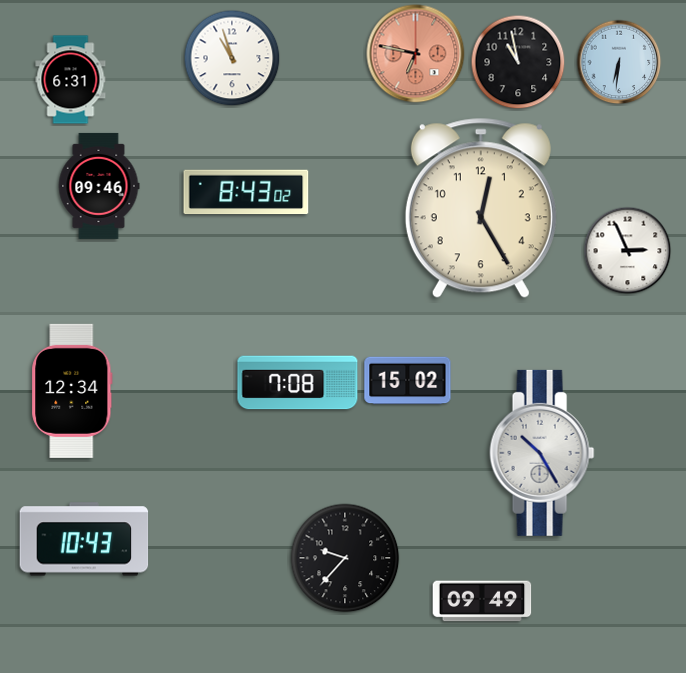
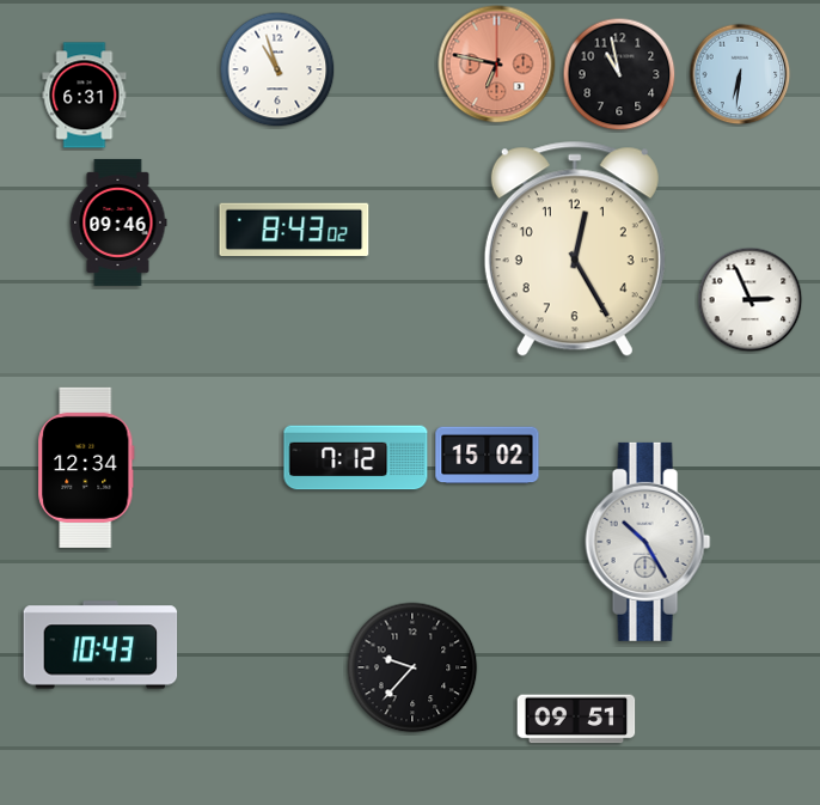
clock at (298, 383): 7:08 -> 7:12
clock at (482, 601): 09:49 -> 09:51
